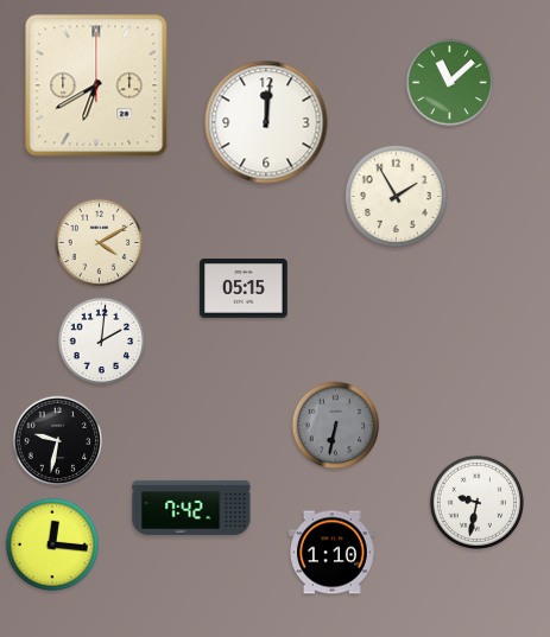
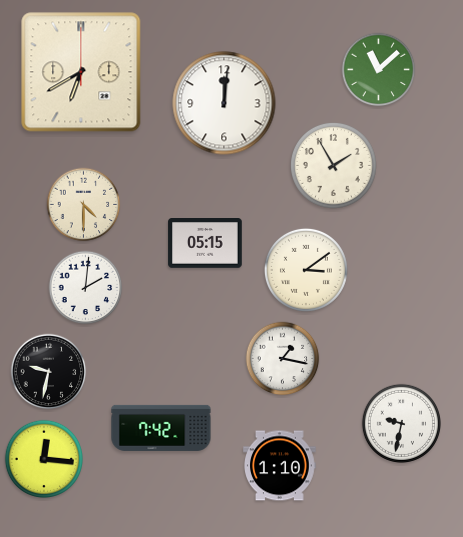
clock at (100, 243): 4:10 -> 4:30
clock at (306, 270): none -> 3:09
clock at (336, 426): 6:32 -> 1:17
clock at (336, 426) dial: grey -> white
